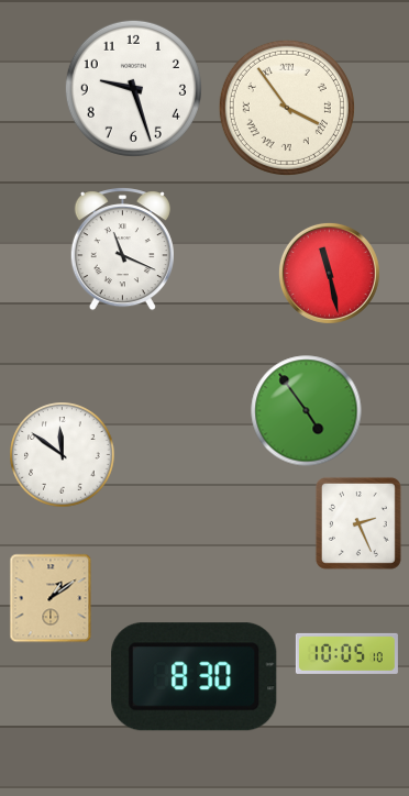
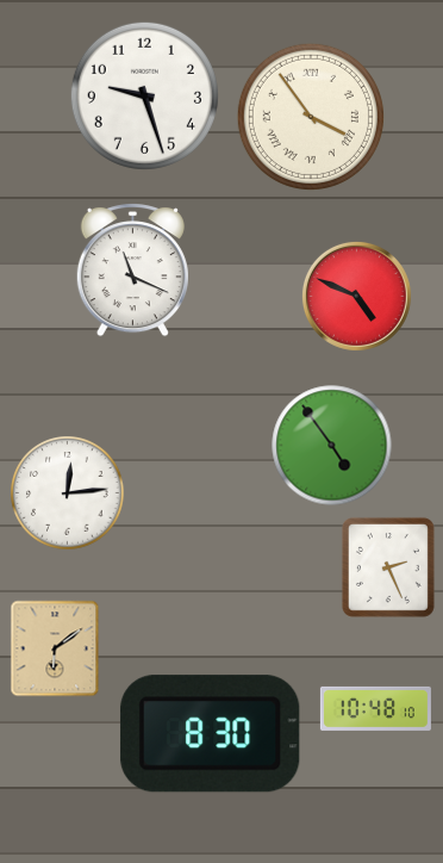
clock at (329, 273): 11:28 -> 4:49
clock at (63, 455): 11:51 -> 12:14
clock at (51, 598): 1:09 -> 6:09
clock at (346, 653): 10:05 -> 10:48
